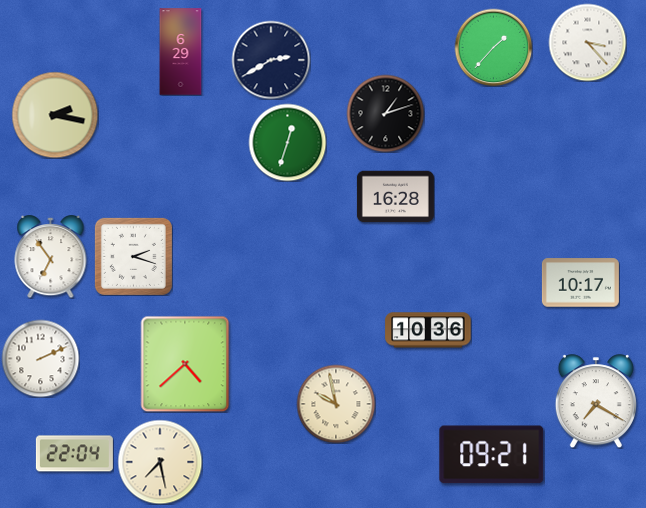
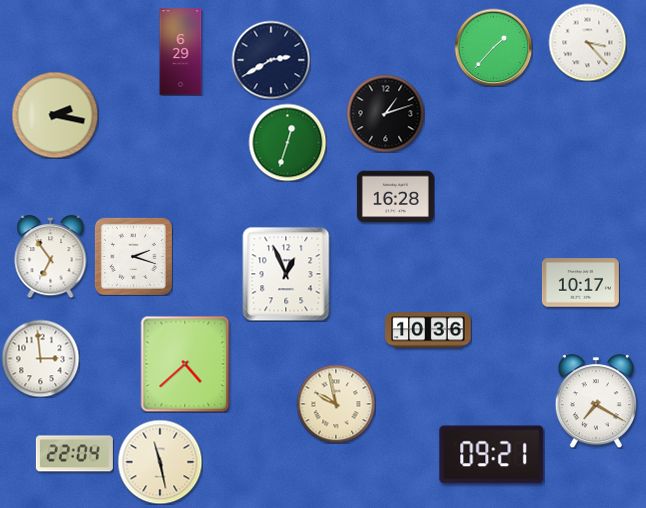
clock at (286, 274): none -> 12:56
clock at (40, 358): 2:11 -> 2:59
clock at (160, 462): 7:28 -> 11:28
